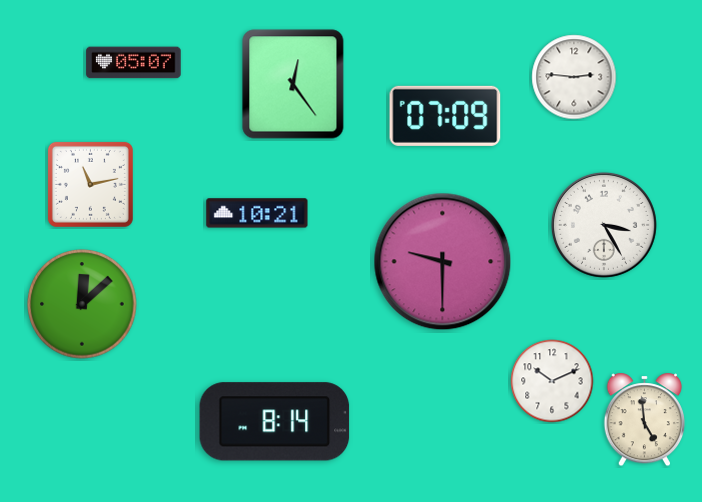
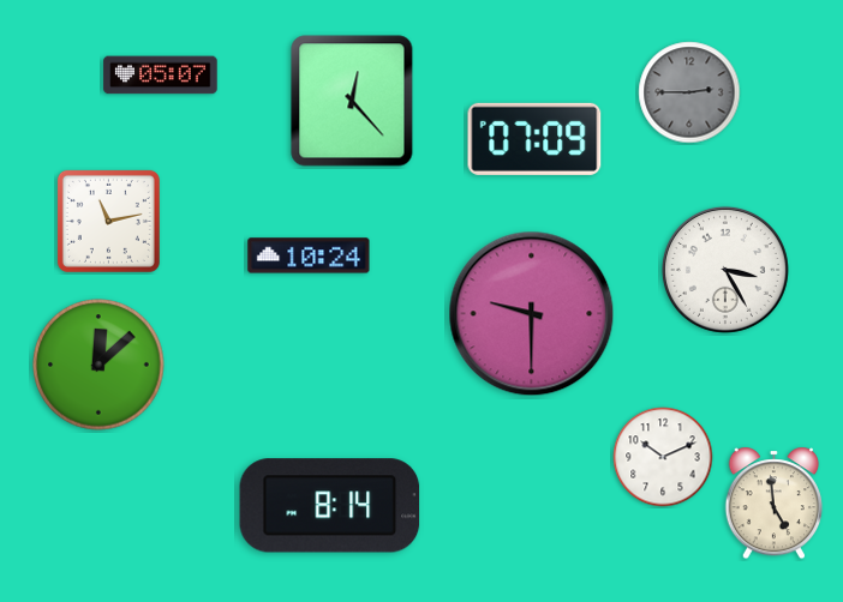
clock at (574, 77): 2:46 -> 2:45
clock at (574, 77) dial: white -> grey
clock at (293, 84): 12:24 -> 12:23
clock at (257, 213): 10:21 -> 10:24
